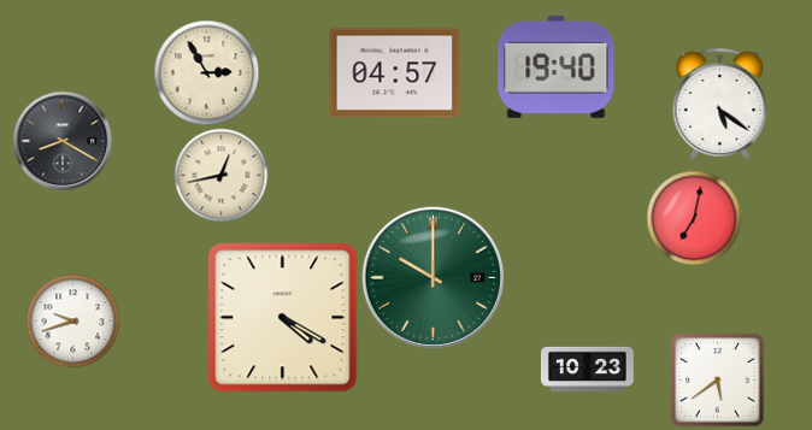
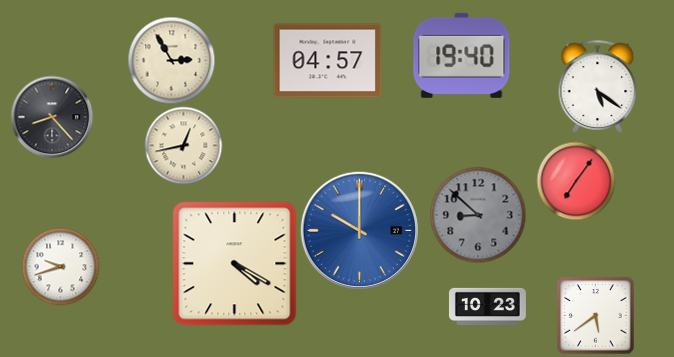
clock at (63, 141): 8:20 -> 8:23
clock at (694, 218): 7:02 -> 7:06
clock at (478, 215): none -> 8:52
clock at (433, 277) dial: green -> blue
